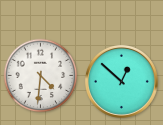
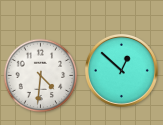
clock at (121, 81) position: (121, 81) -> (121, 70)
